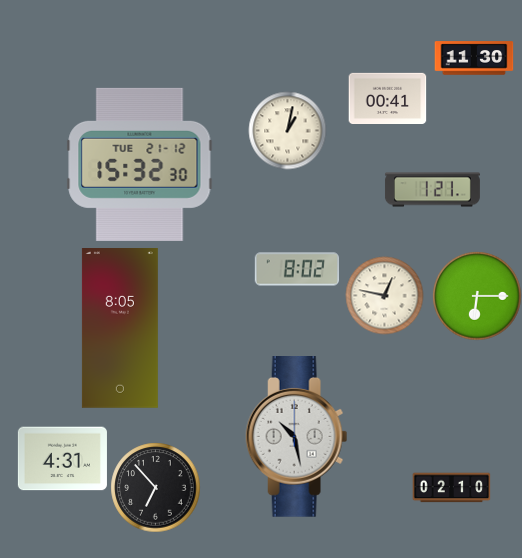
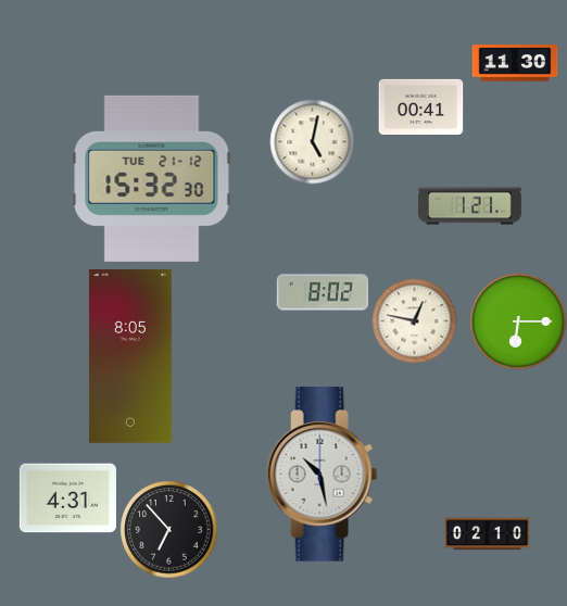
clock at (287, 130): 1:02 -> 5:02
clock at (384, 295) position: (384, 295) -> (414, 320)
clock at (451, 488) position: (451, 488) -> (487, 534)
